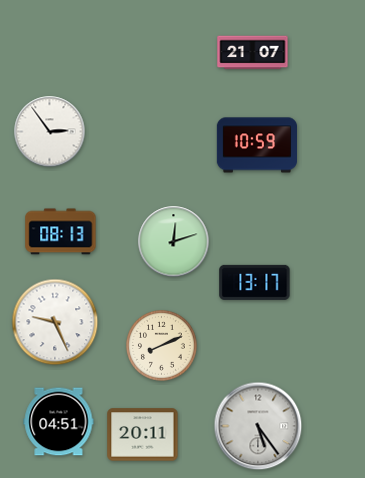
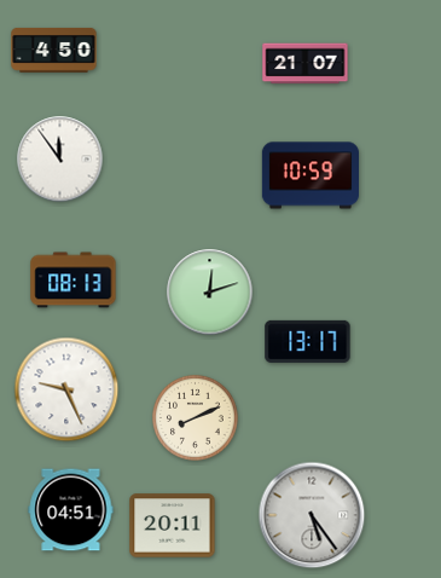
clock at (54, 50): none -> 4:50
clock at (50, 132): 2:54 -> 11:54
